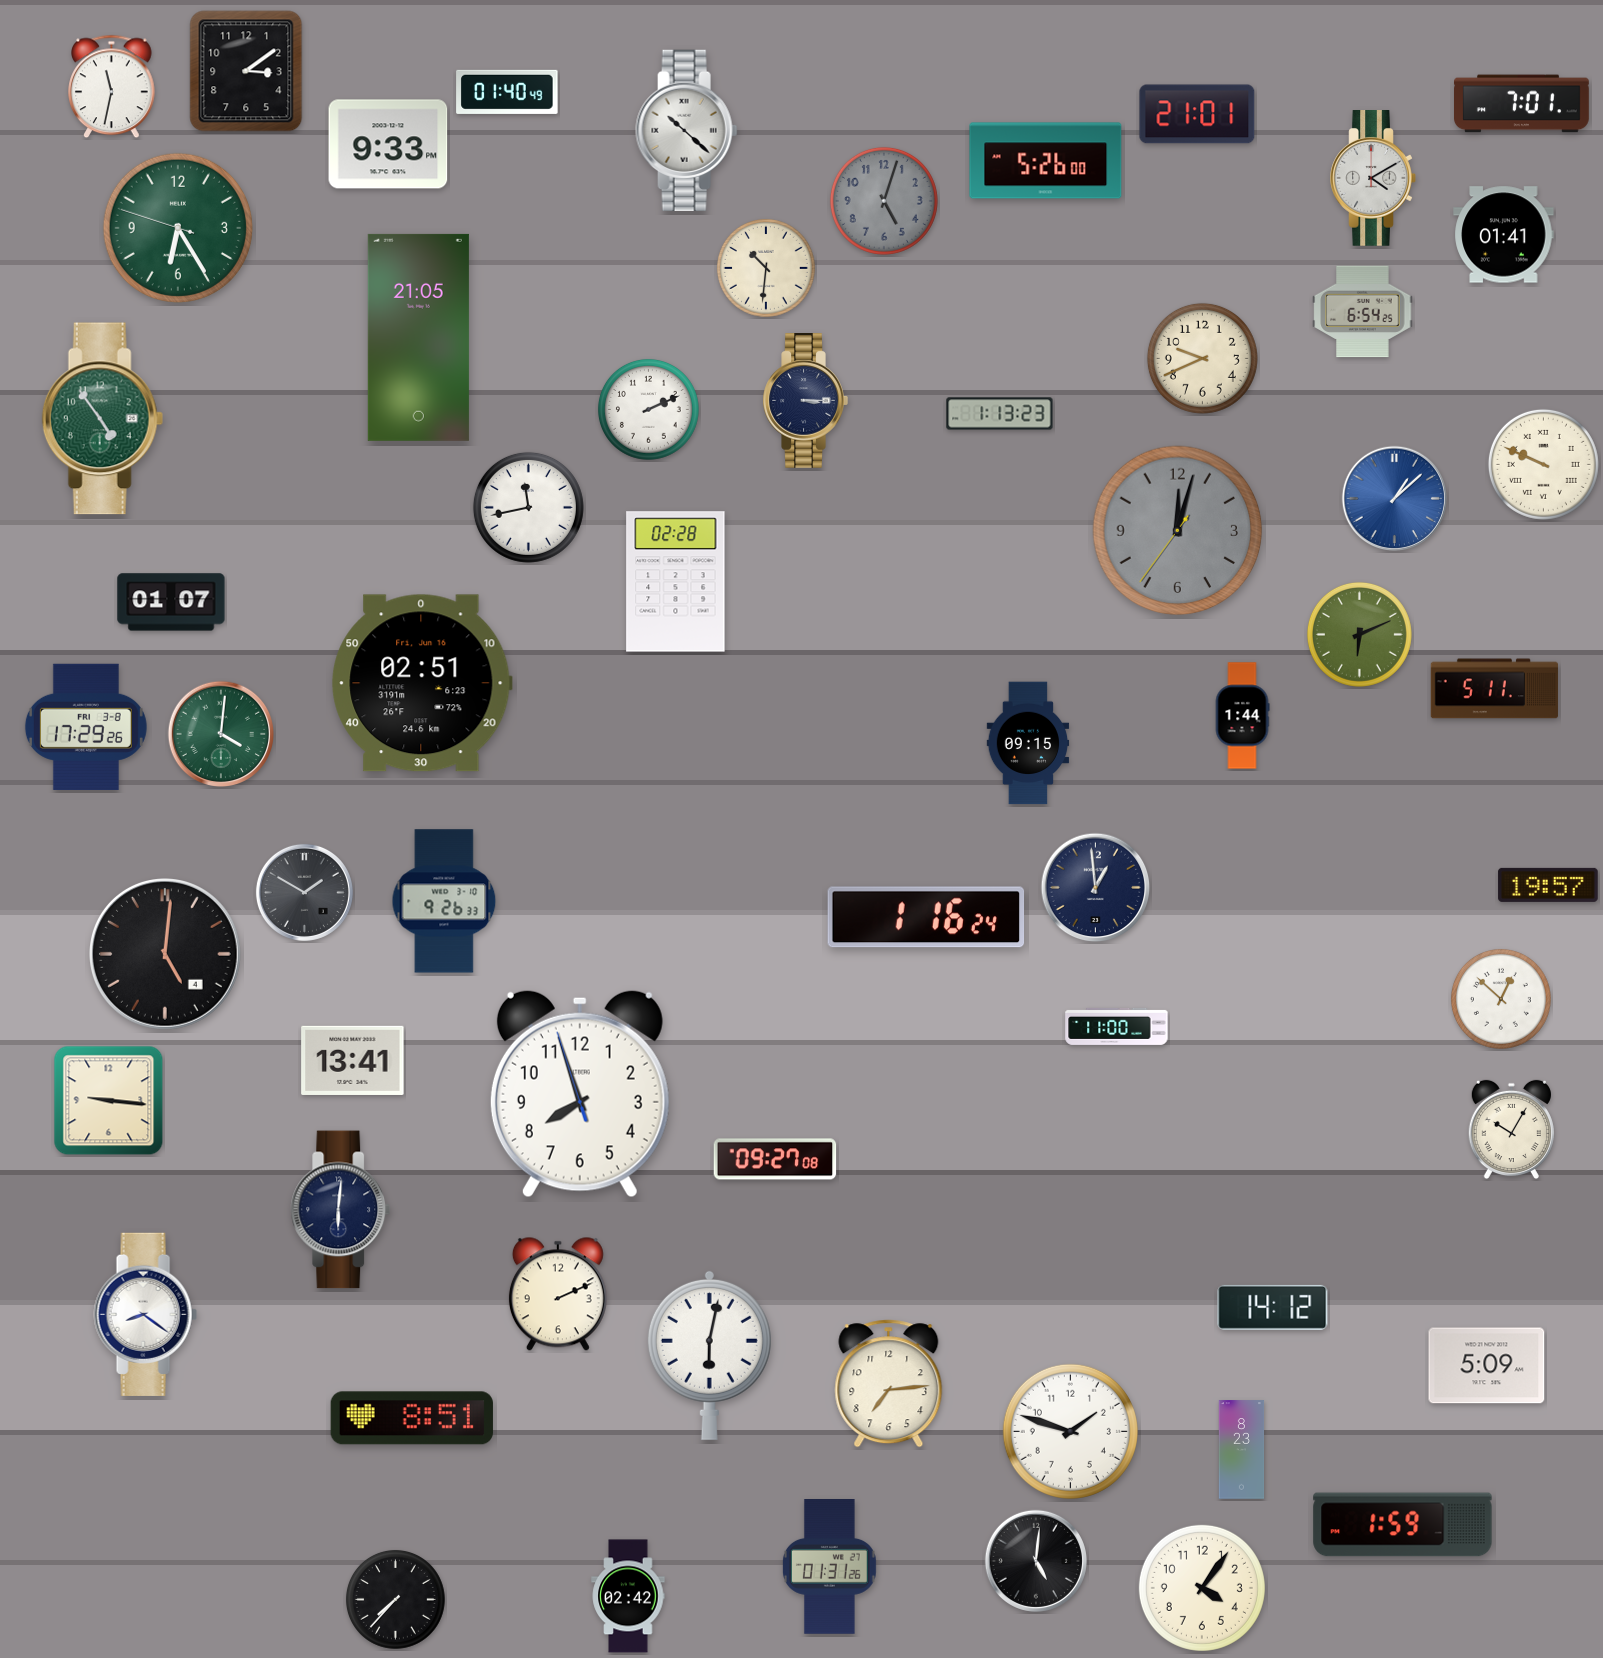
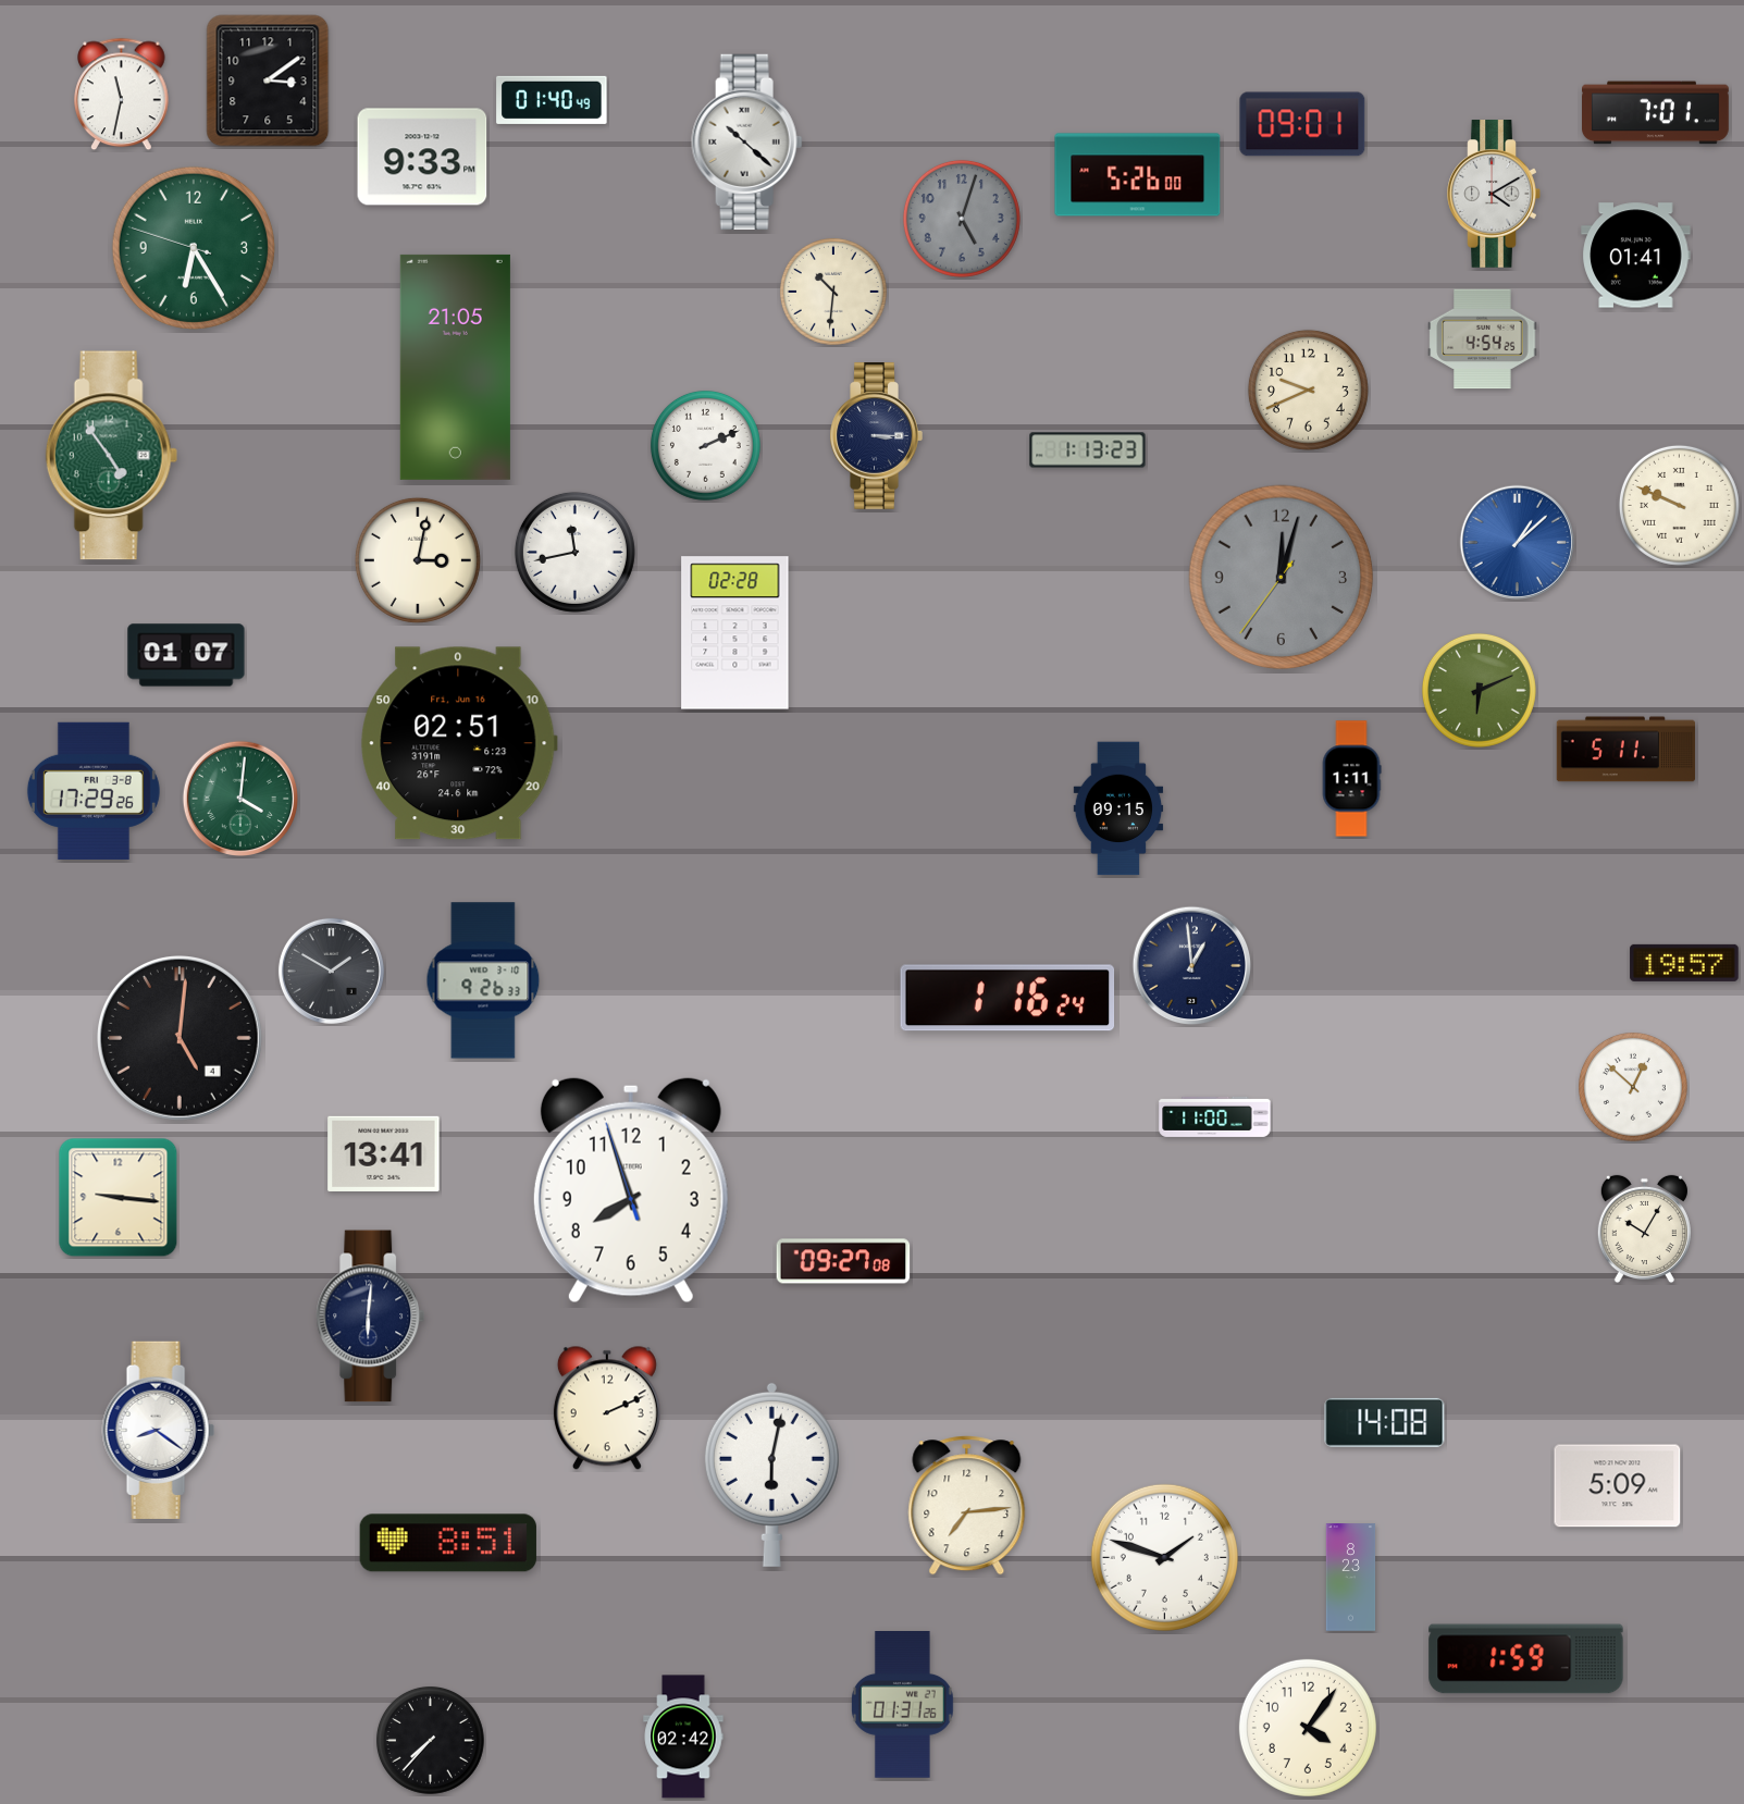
clock at (246, 71) position: (246, 71) -> (268, 81)
clock at (1197, 114): 21:01 -> 09:01
clock at (1363, 312): 6:54 -> 4:54
clock at (418, 560): none -> 3:02
clock at (1242, 716): 1:44 -> 1:11
clock at (1273, 1307): 14:12 -> 14:08
clock at (1036, 1561): 5:01 -> none
